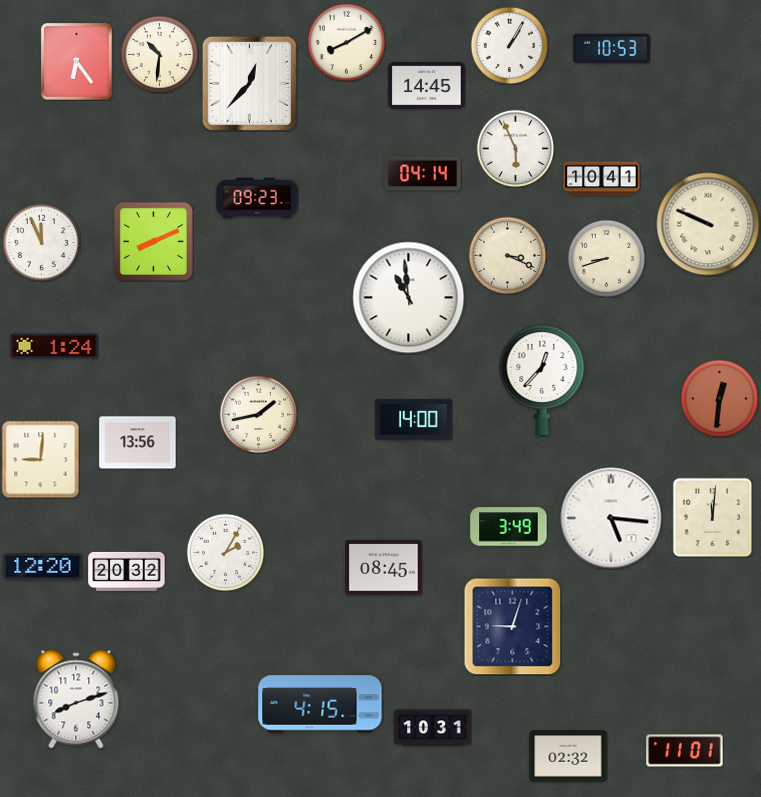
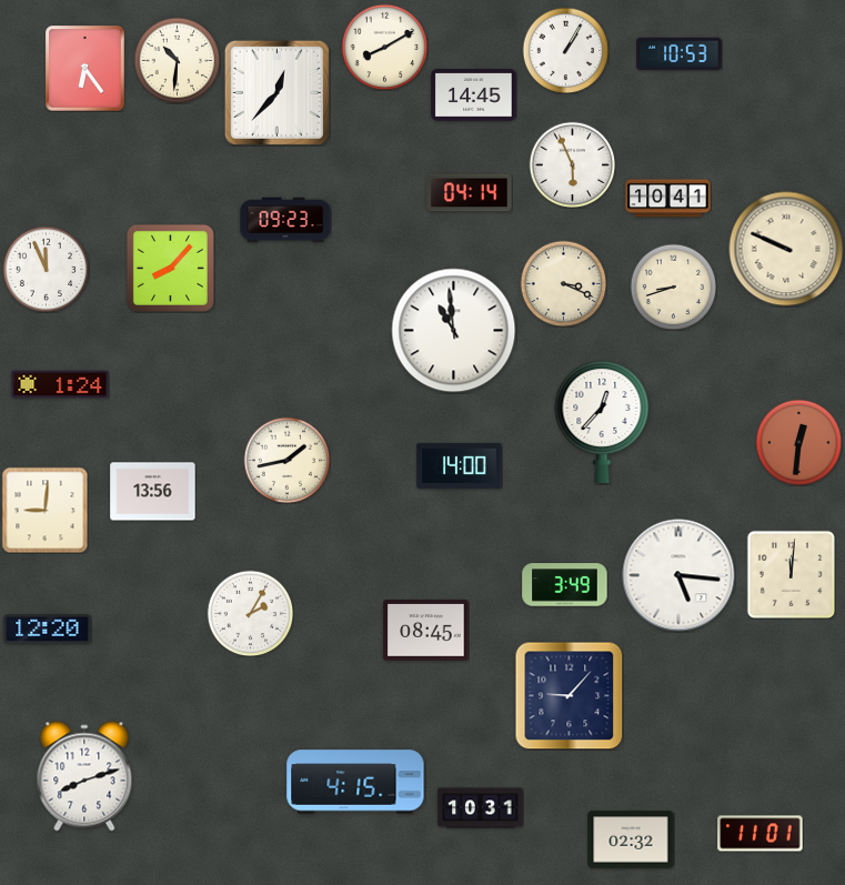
clock at (153, 241): 8:11 -> 8:07
clock at (127, 571): 20:32 -> none
clock at (513, 627): 9:03 -> 9:07
